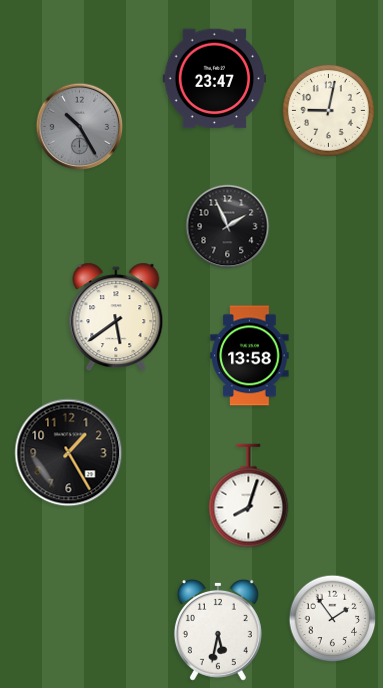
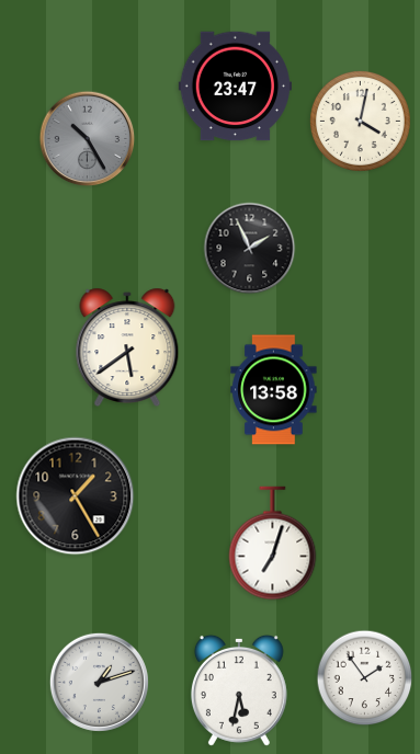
clock at (328, 110): 9:02 -> 4:02
clock at (249, 496): 8:03 -> 7:03
clock at (99, 682): none -> 1:12
